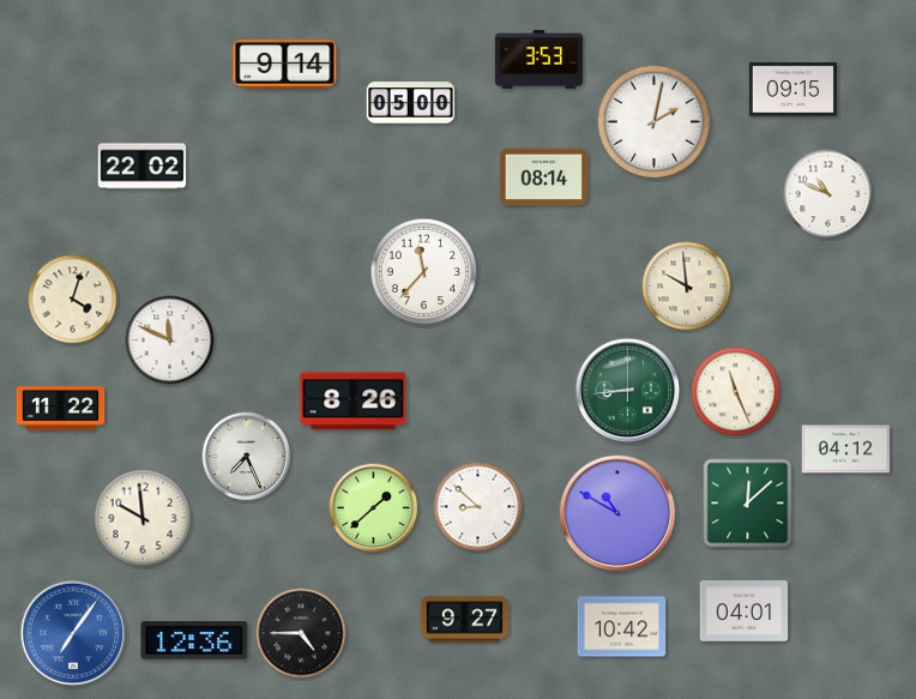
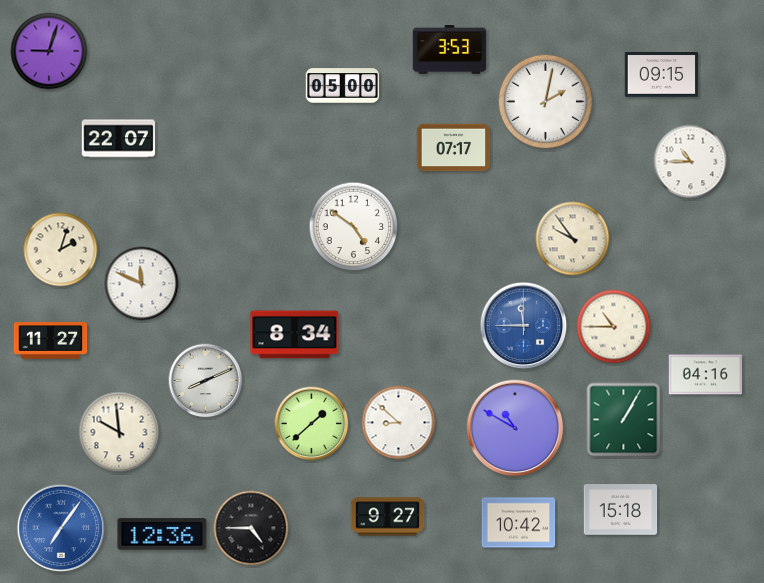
clock at (49, 51): none -> 9:03
clock at (285, 65): 9:14 -> none
clock at (143, 167): 22:02 -> 22:07
clock at (544, 177): 08:14 -> 07:17
clock at (828, 194): 10:49 -> 10:45
clock at (424, 272): 11:37 -> 4:51
clock at (687, 287): 9:59 -> 9:54
clock at (73, 300): 4:03 -> 2:03
clock at (628, 391): 8:44 -> 11:45
clock at (628, 391) dial: green -> blue
clock at (736, 392): 11:26 -> 10:45
clock at (354, 402): 8:26 -> 8:34
clock at (61, 409): 11:22 -> 11:27
clock at (846, 450): 04:12 -> 04:16
clock at (247, 457): 7:26 -> 8:11
clock at (748, 504): 12:08 -> 1:05
clock at (745, 611): 04:01 -> 15:18
